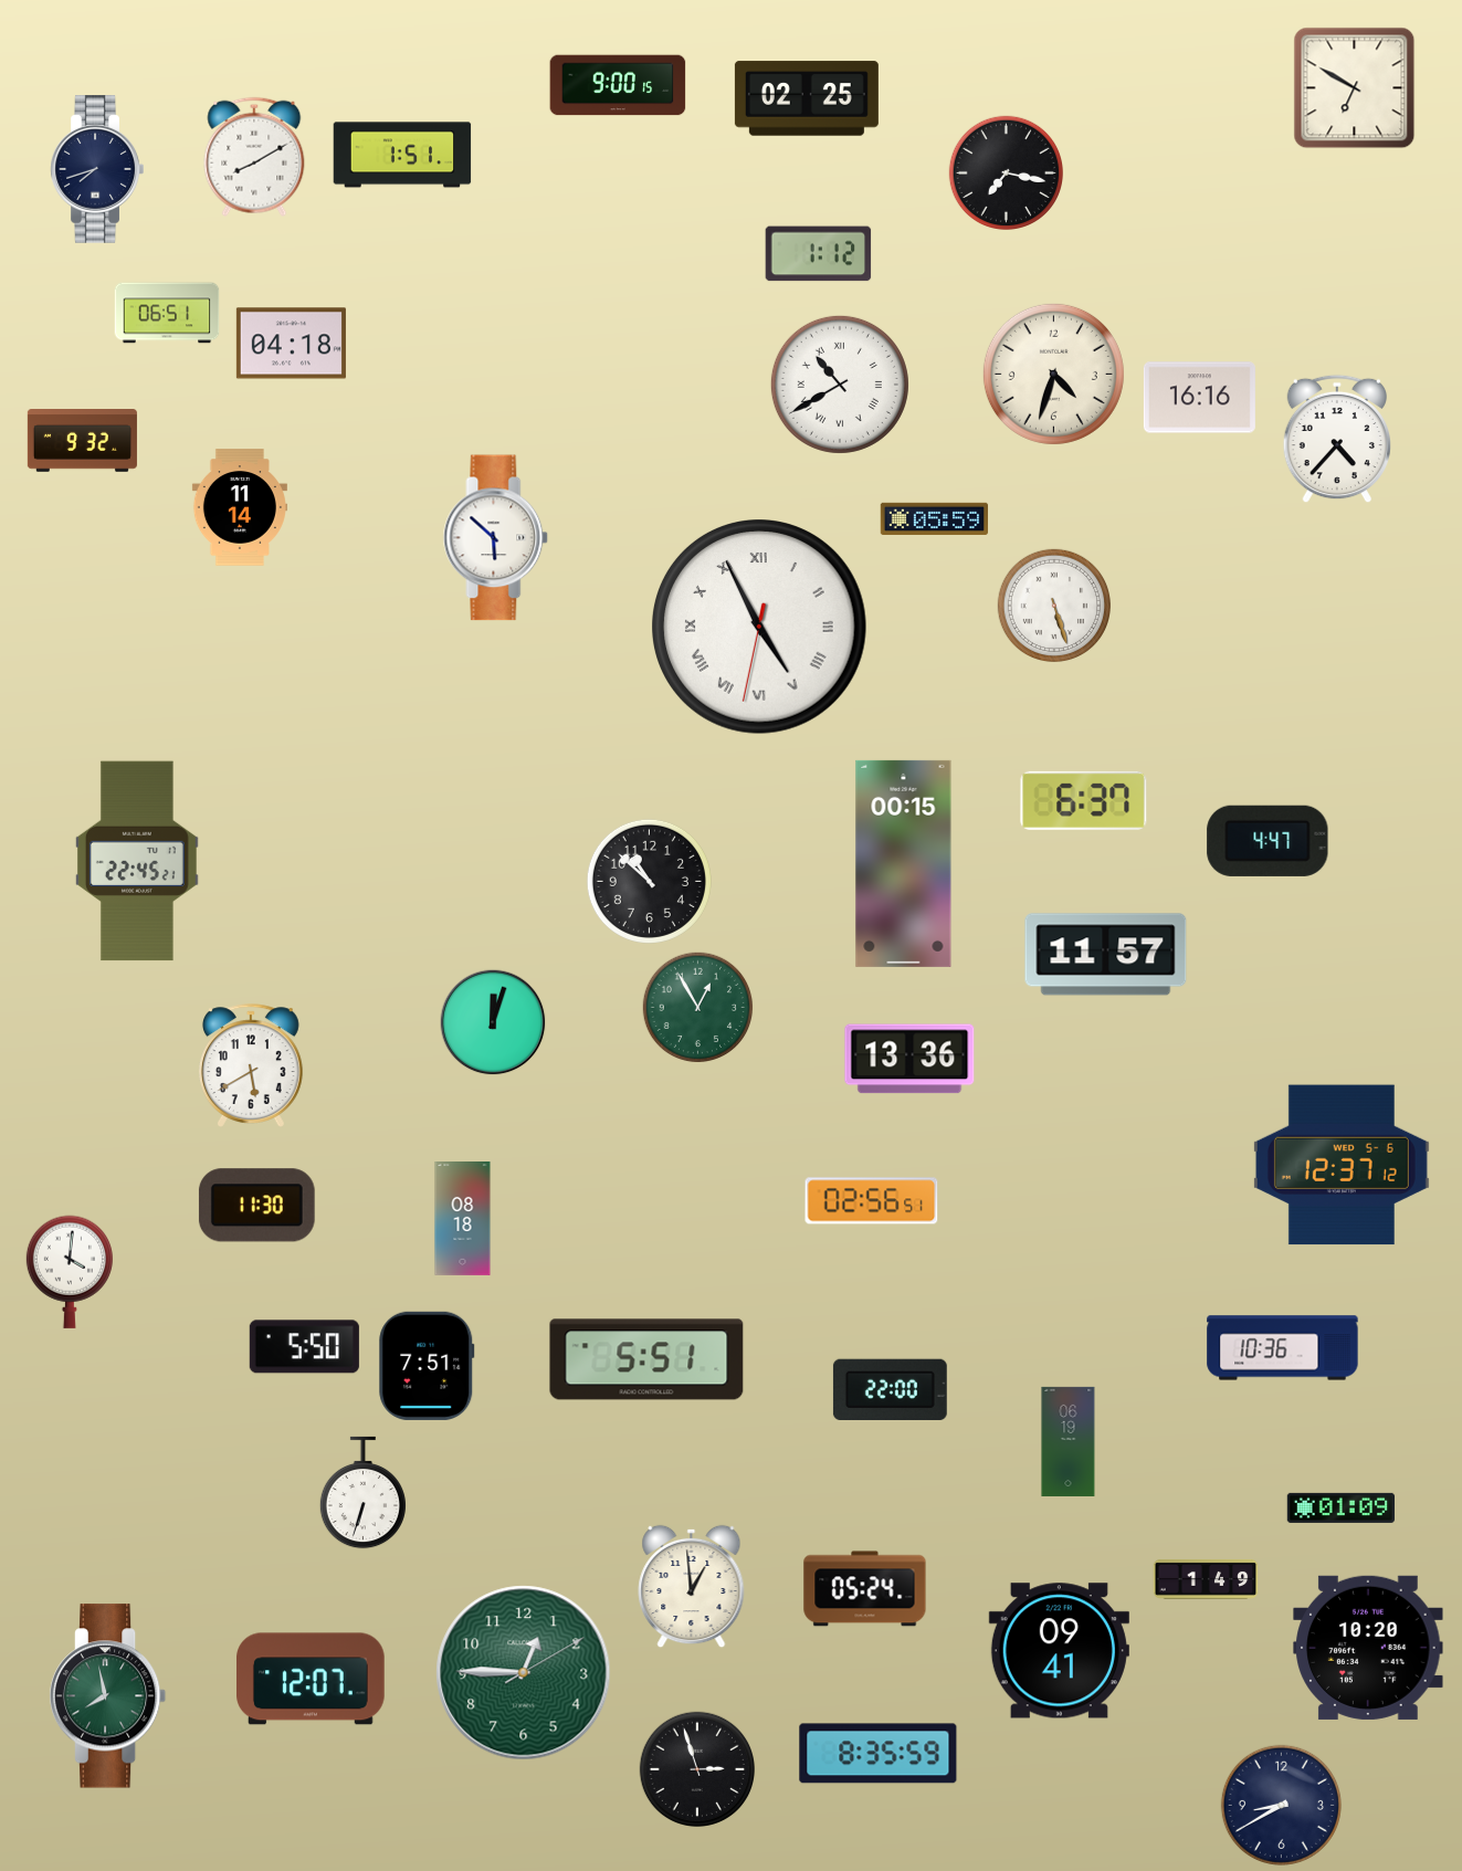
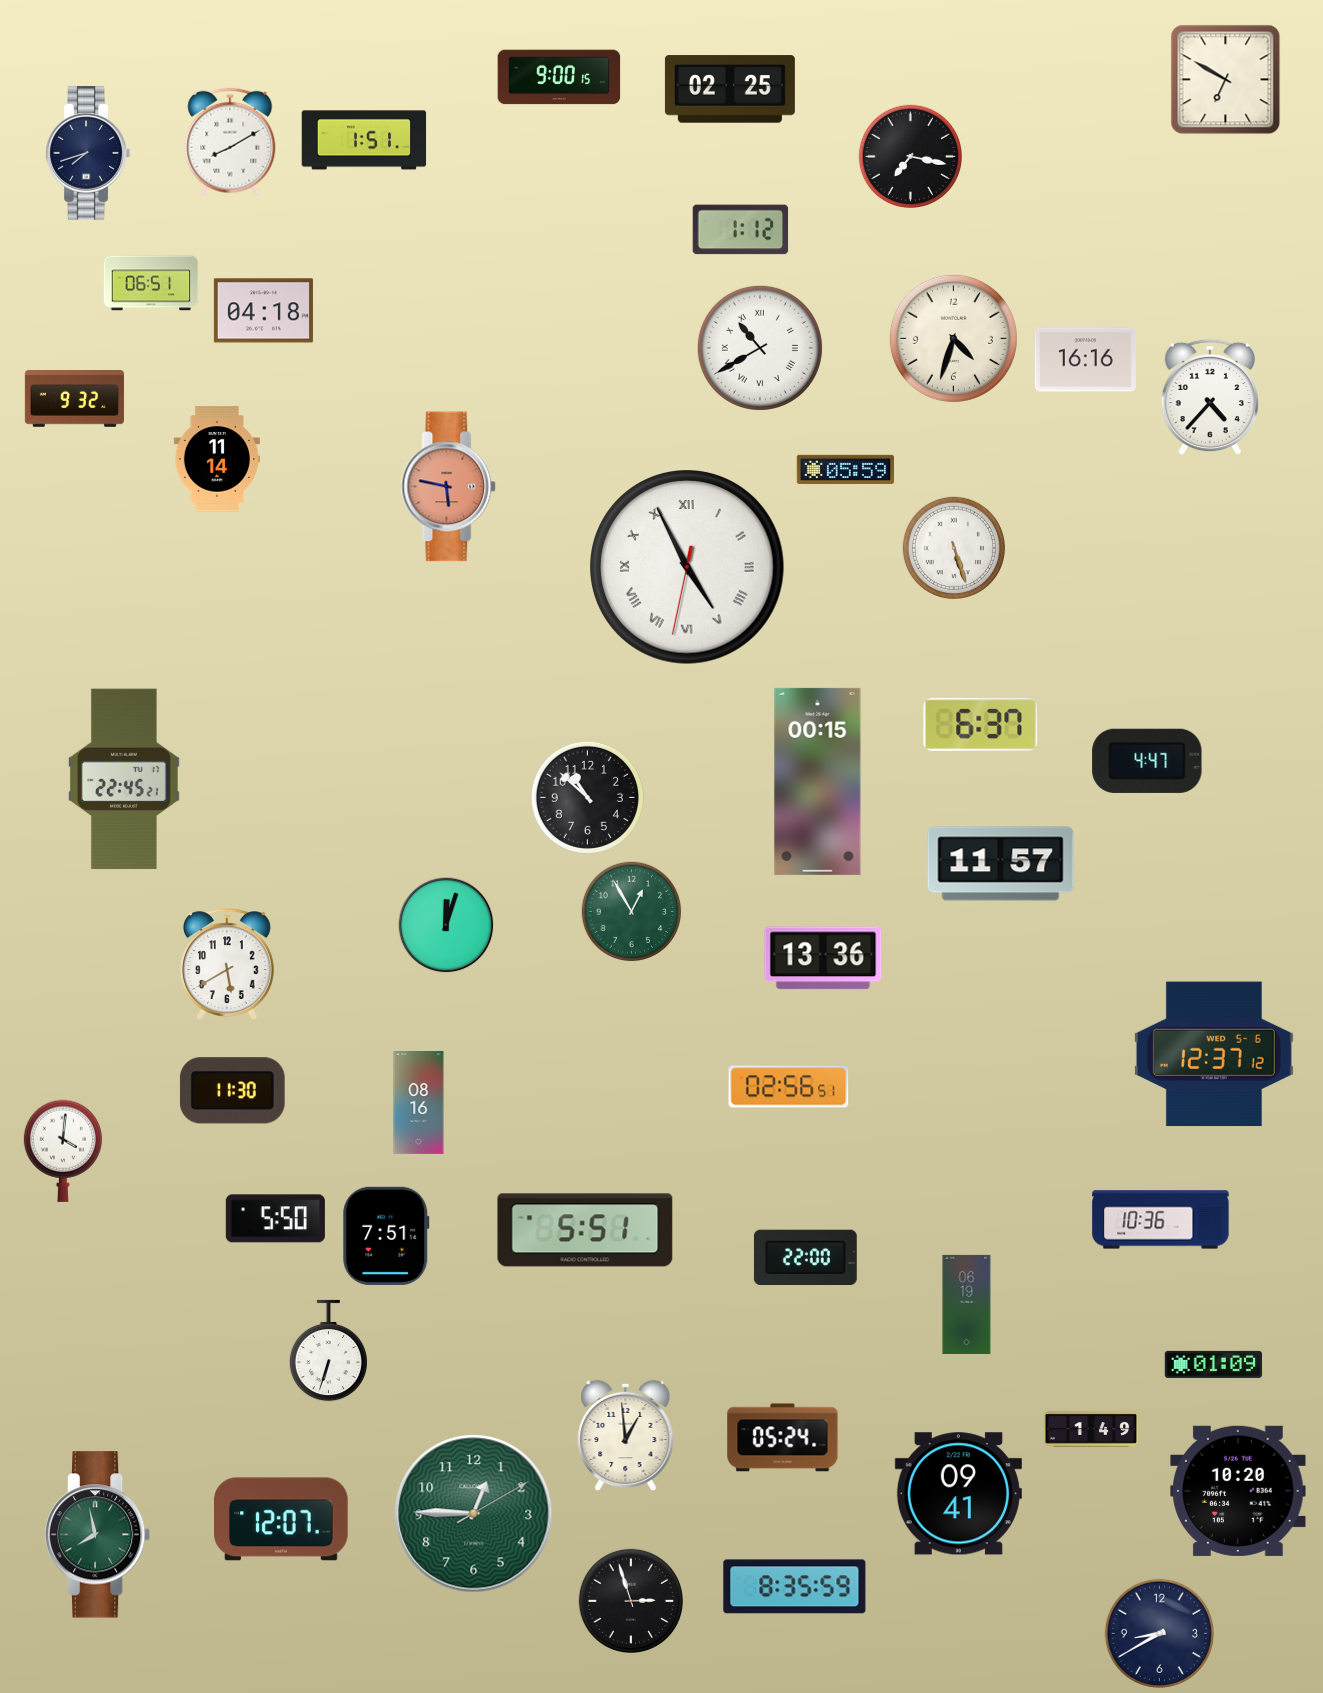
clock at (496, 538): 5:52 -> 5:47
clock at (496, 538) dial: white -> salmon
clock at (463, 1219): 08:18 -> 08:16
